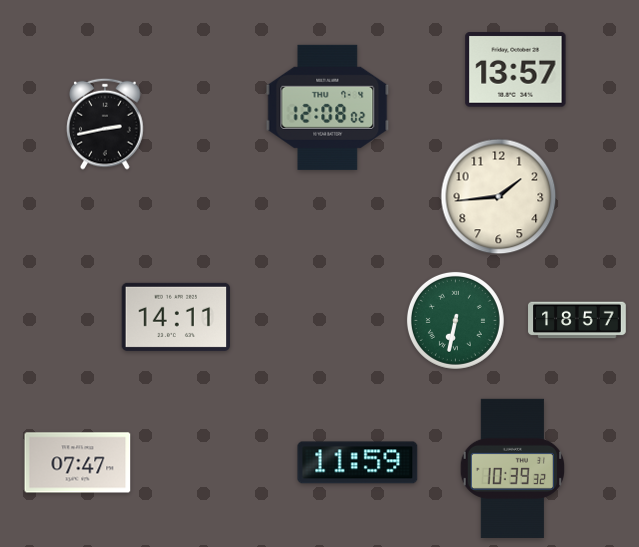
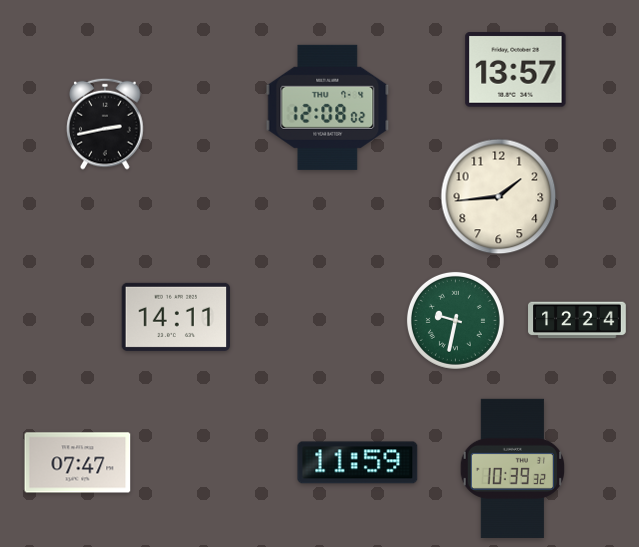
clock at (455, 320): 6:32 -> 9:32
clock at (577, 320): 18:57 -> 12:24
